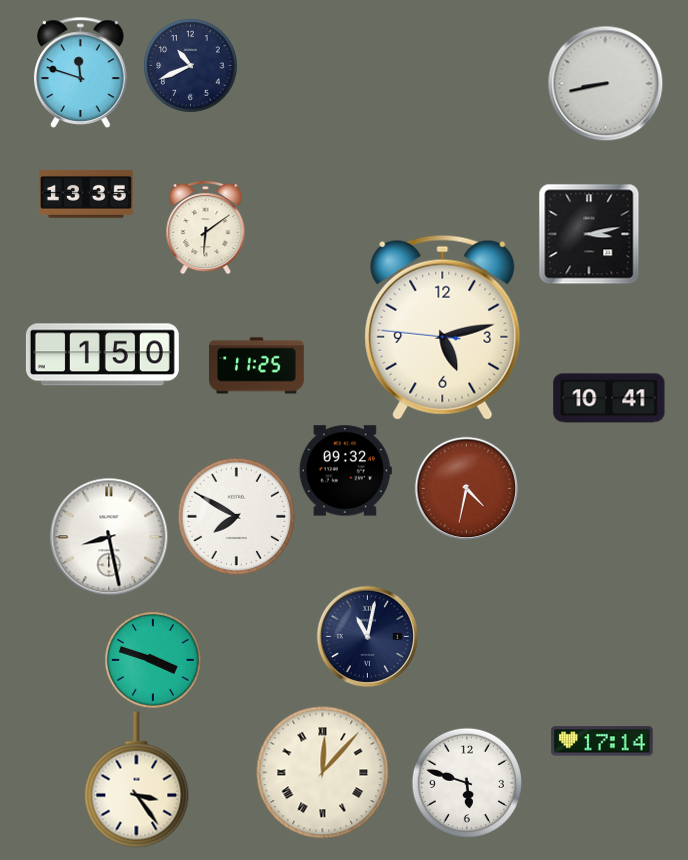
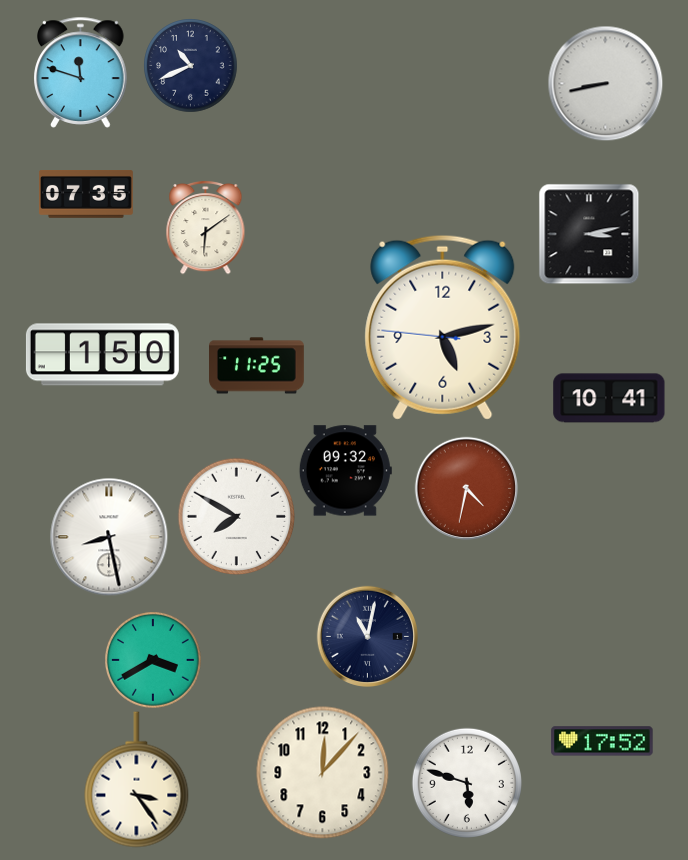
clock at (86, 195): 13:35 -> 07:35
clock at (153, 660): 3:48 -> 3:40
clock at (602, 741): 17:14 -> 17:52
clock at (323, 773) numerals: Roman -> Arabic
